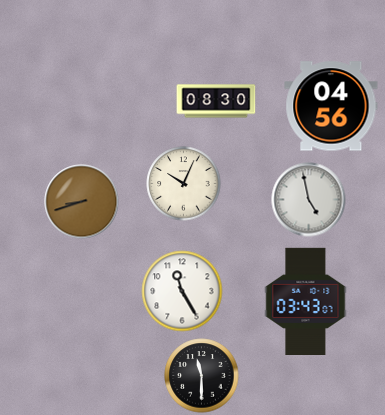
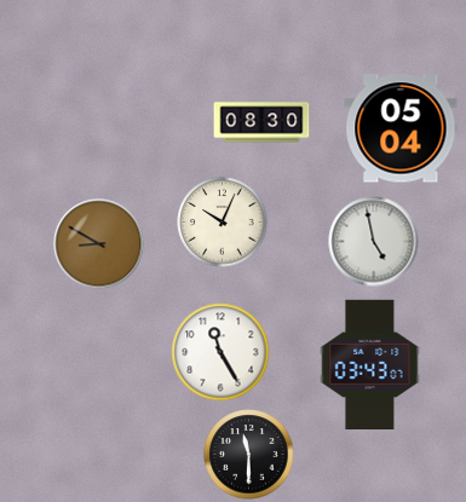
clock at (331, 106): 04:56 -> 05:04
clock at (82, 202): 8:42 -> 8:50
clock at (202, 376) position: (202, 376) -> (249, 455)
